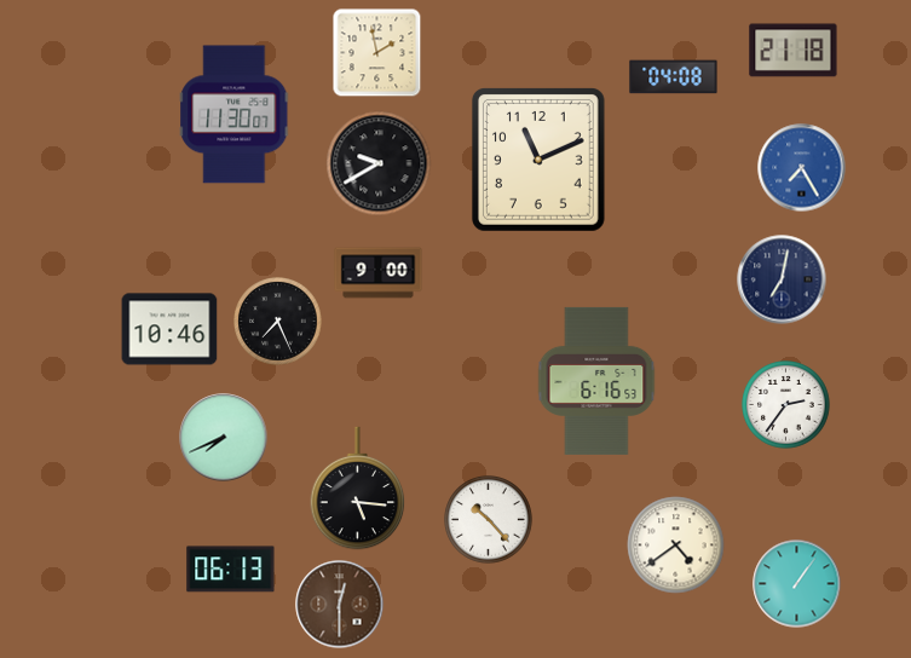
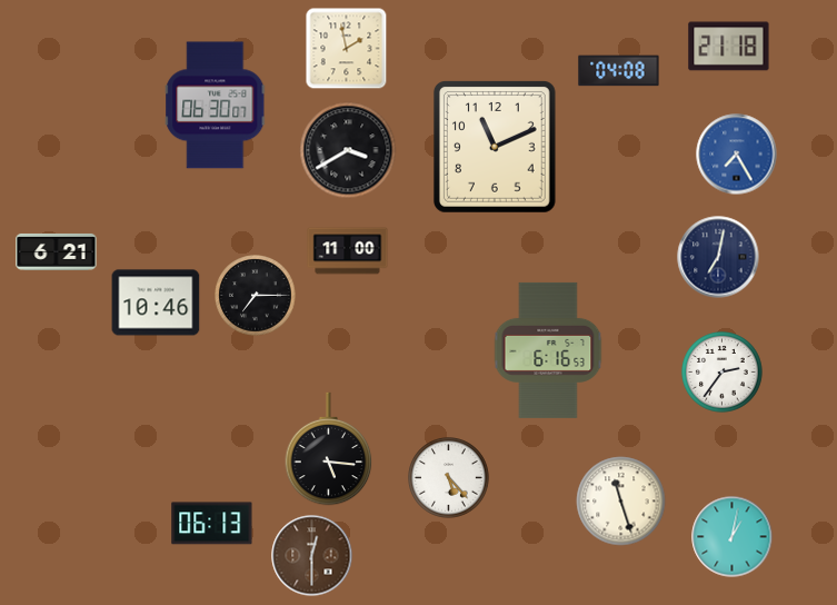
clock at (235, 115): 11:30 -> 06:30
clock at (379, 163): 9:40 -> 3:40
clock at (57, 251): none -> 6:21
clock at (379, 273): 9:00 -> 11:00
clock at (278, 322): 7:26 -> 7:15
clock at (224, 438): 7:41 -> none
clock at (489, 520): 10:23 -> 5:23
clock at (676, 546): 4:39 -> 11:27
clock at (797, 584): 1:06 -> 1:02
